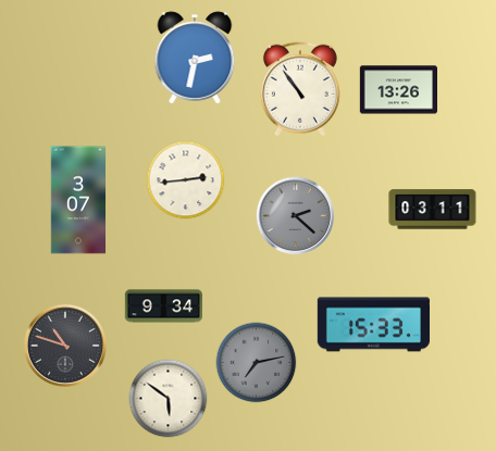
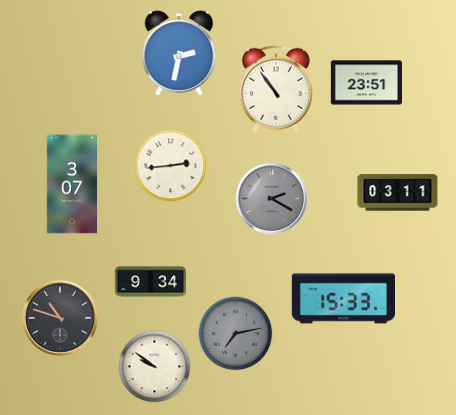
clock at (300, 89) position: (300, 89) -> (276, 89)
clock at (398, 90): 13:26 -> 23:51
clock at (295, 215): 2:22 -> 2:20
clock at (169, 399): 5:51 -> 9:51
